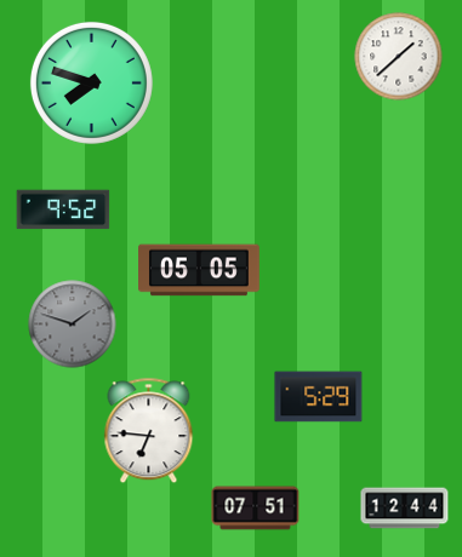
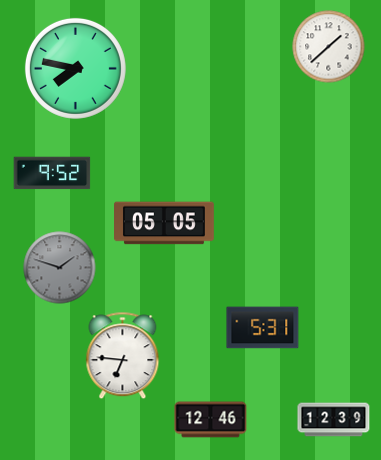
clock at (91, 82): 7:48 -> 7:47
clock at (319, 397): 5:29 -> 5:31
clock at (256, 509): 07:51 -> 12:46
clock at (405, 509): 12:44 -> 12:39
